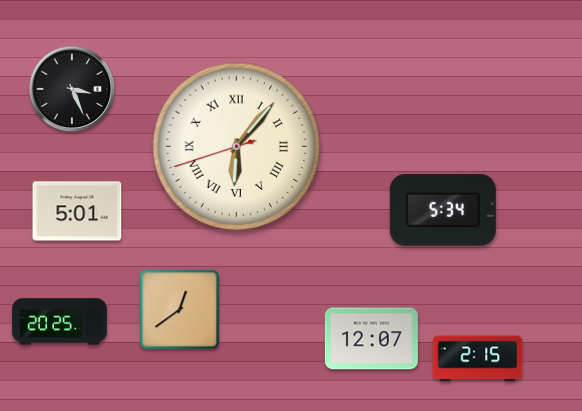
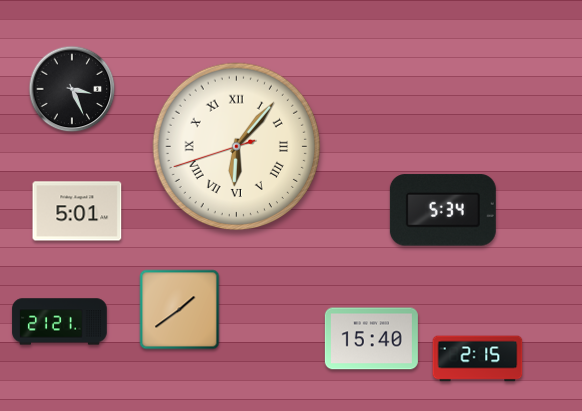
clock at (180, 310): 12:39 -> 1:39
clock at (60, 322): 20:25 -> 21:21
clock at (371, 339): 12:07 -> 15:40
